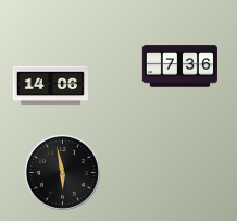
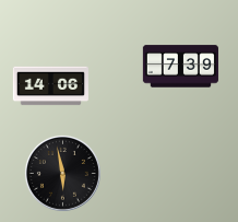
clock at (179, 66): 7:36 -> 7:39
